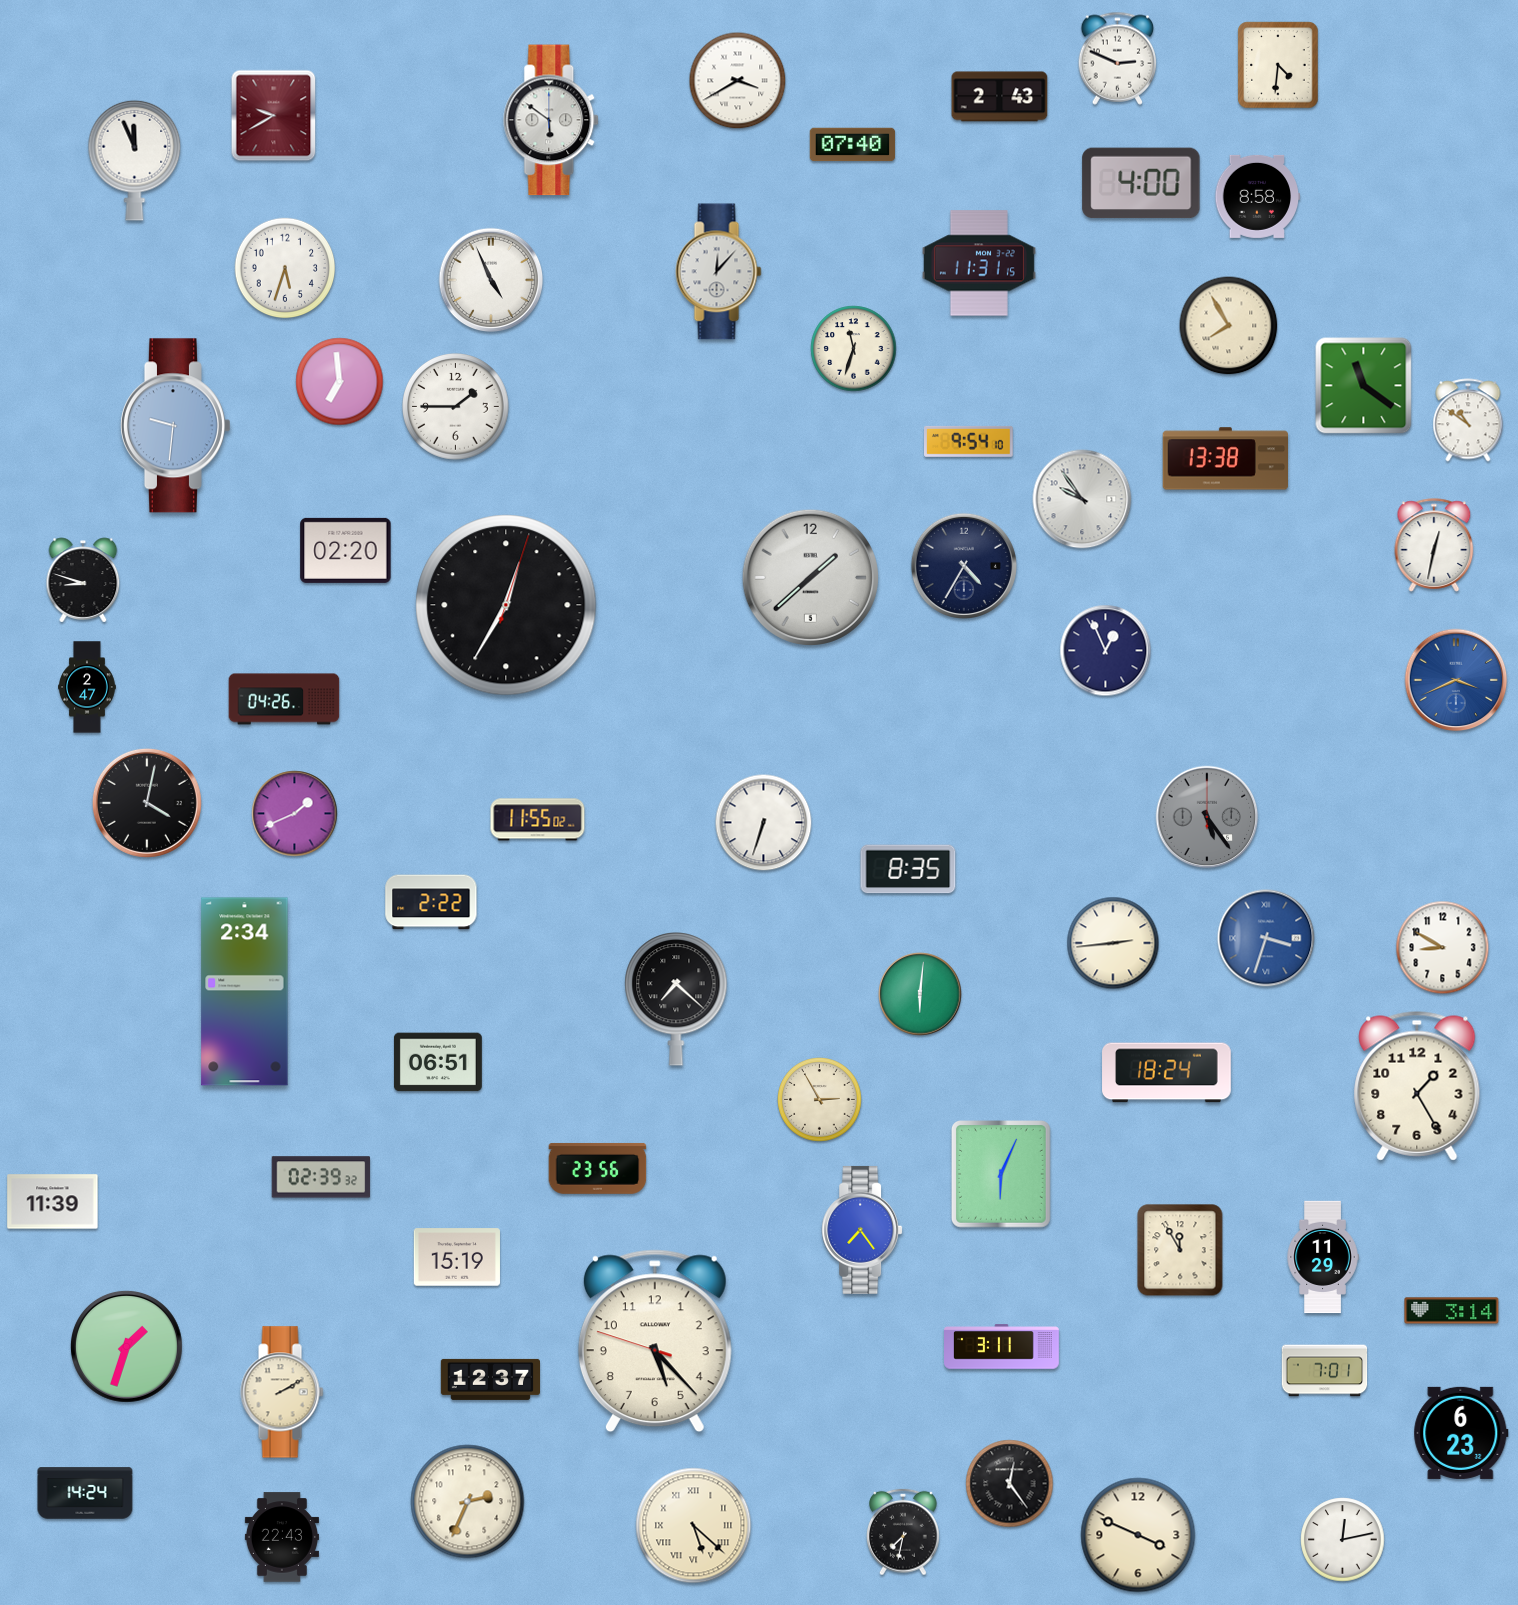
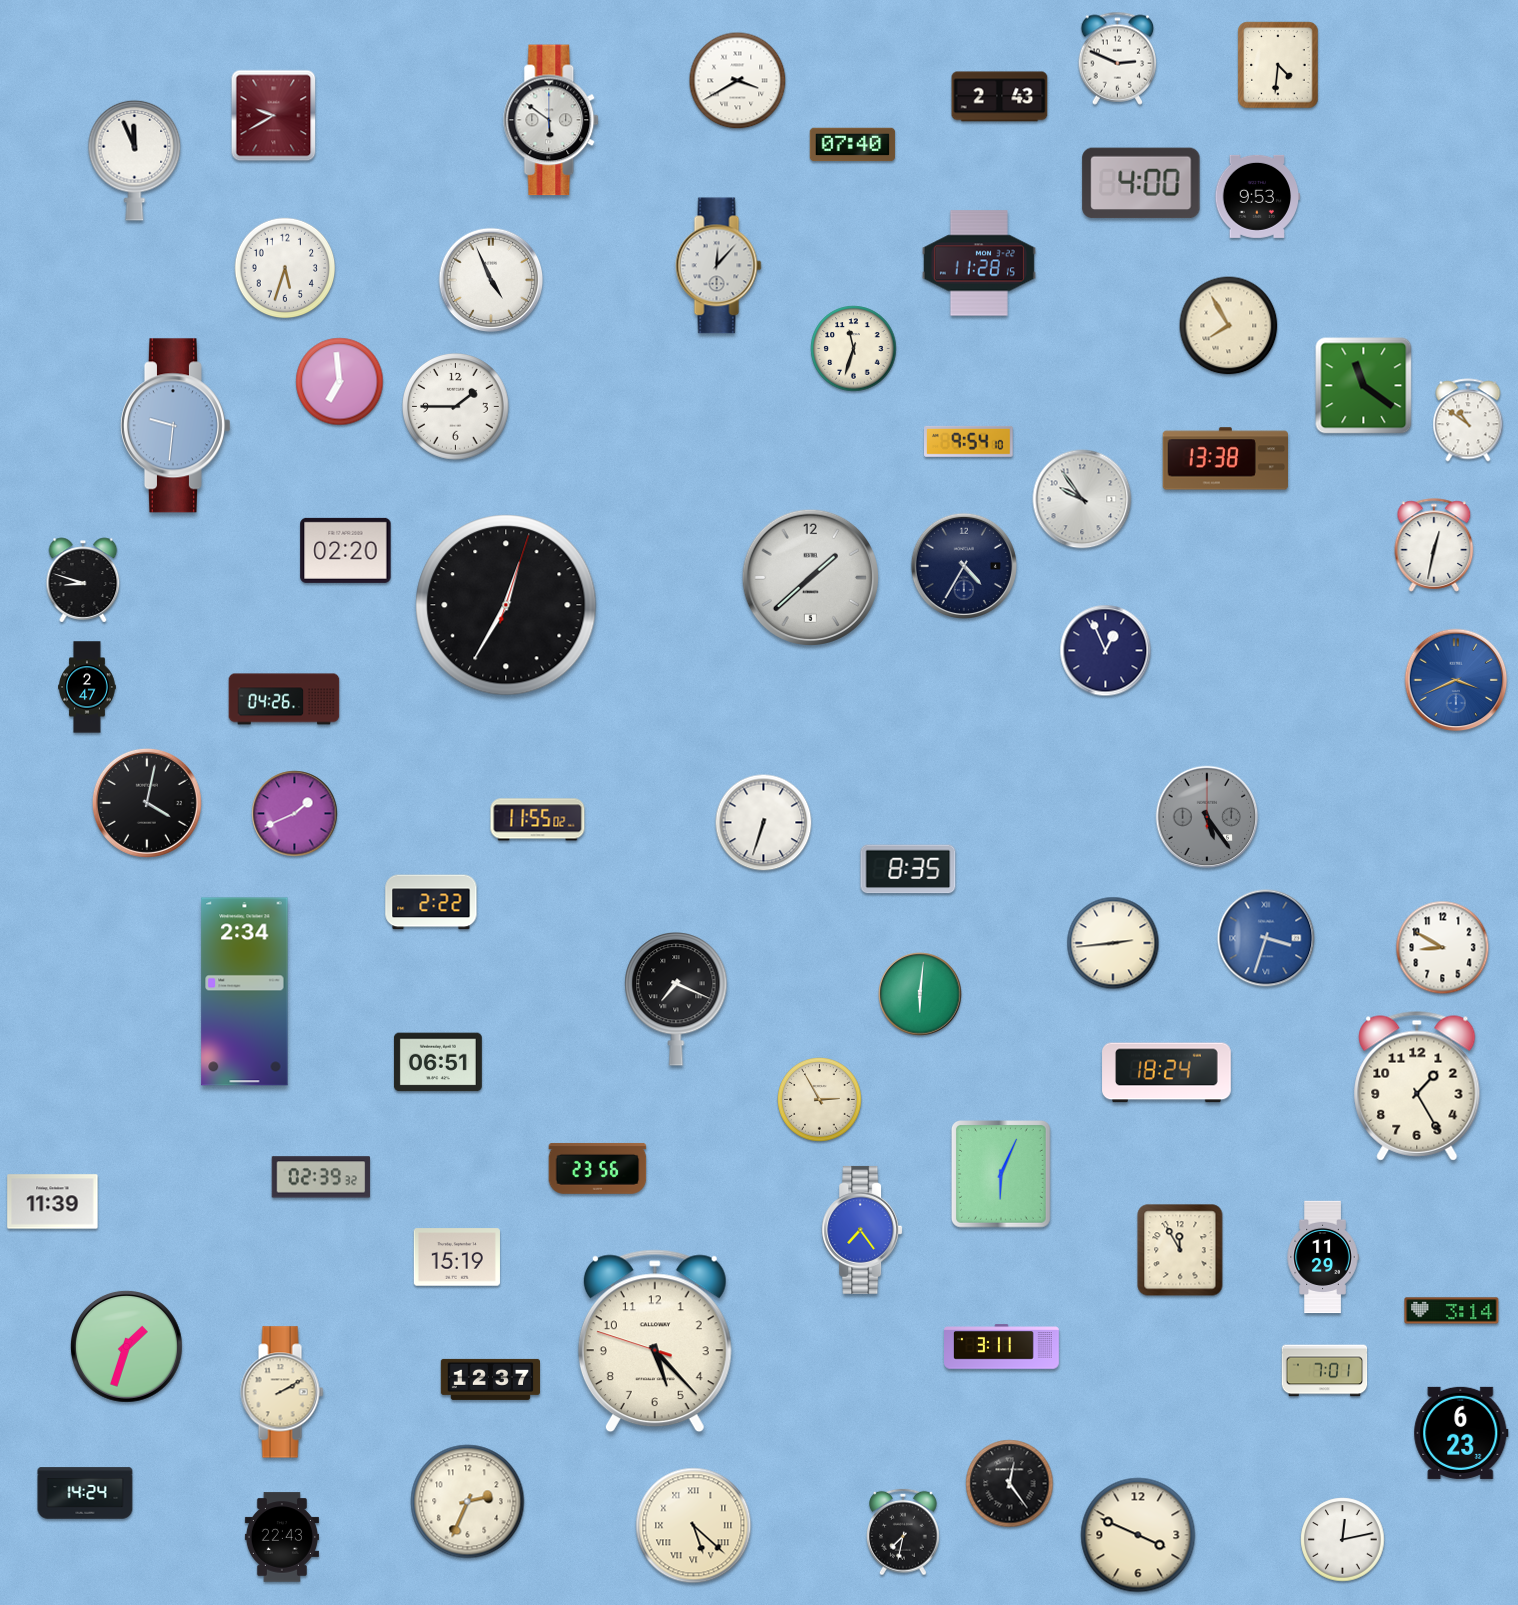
clock at (1258, 196): 8:58 -> 9:53
clock at (979, 263): 11:31 -> 11:28
clock at (719, 272) position: (719, 272) -> (719, 266)
clock at (676, 999): 7:22 -> 7:19
